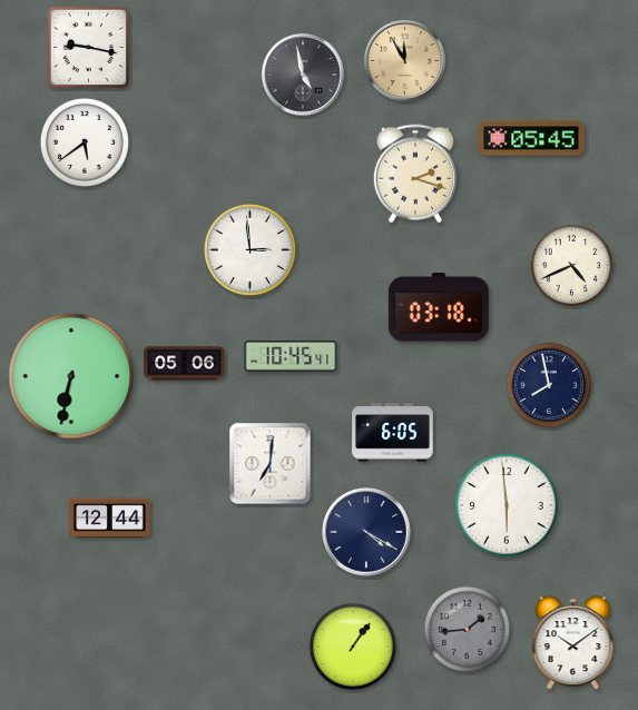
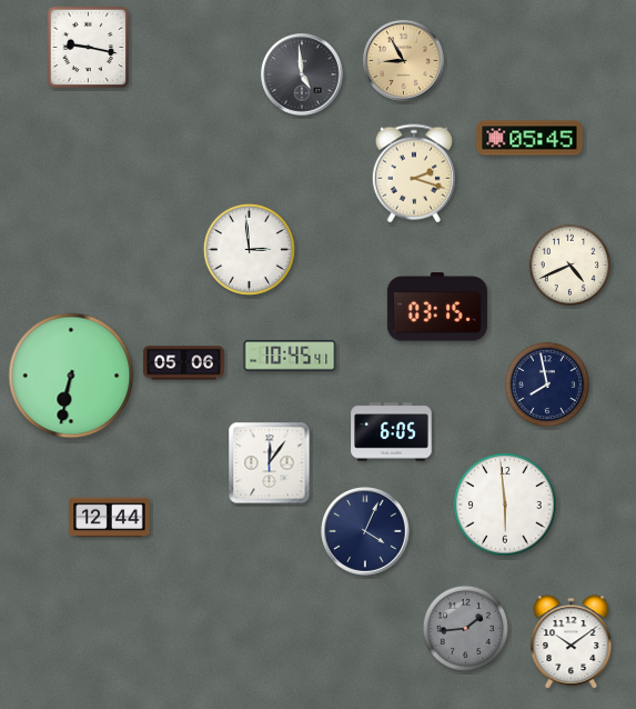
clock at (404, 60): 11:55 -> 8:55
clock at (303, 75): 4:58 -> 4:59
clock at (85, 142): 5:39 -> none
clock at (439, 307): 03:18 -> 03:15
clock at (271, 464): 7:01 -> 12:06
clock at (366, 532): 4:20 -> 4:04
clock at (353, 647): 1:06 -> none
